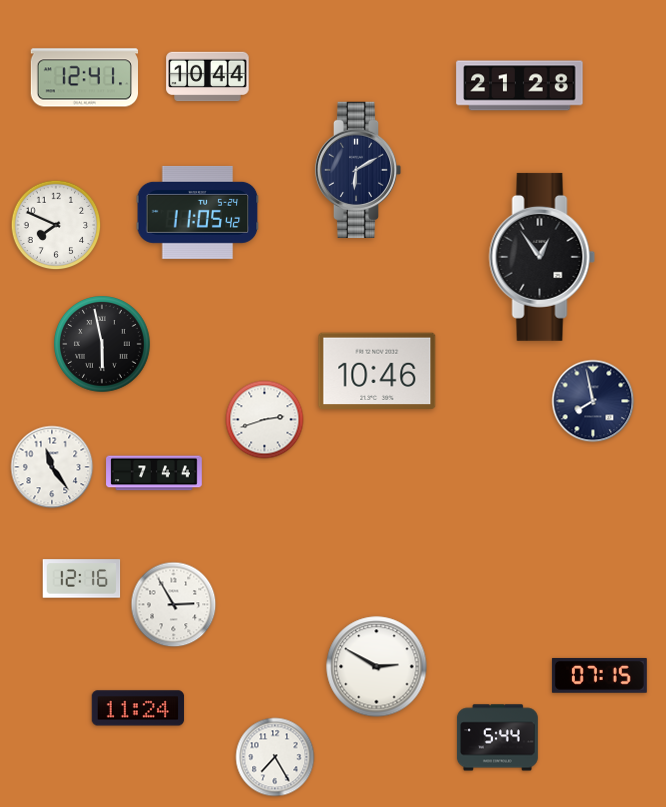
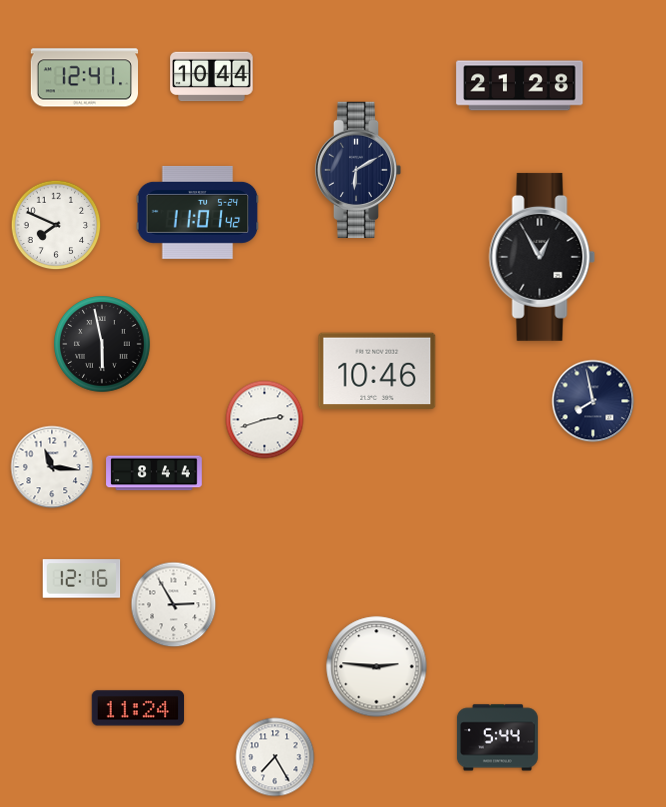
clock at (208, 77) position: (208, 77) -> (212, 77)
clock at (198, 212): 11:05 -> 11:01
clock at (542, 257): 12:54 -> 12:55
clock at (52, 467): 11:24 -> 11:16
clock at (154, 473): 7:44 -> 8:44
clock at (377, 667): 2:50 -> 2:46
clock at (599, 675): 07:15 -> none
